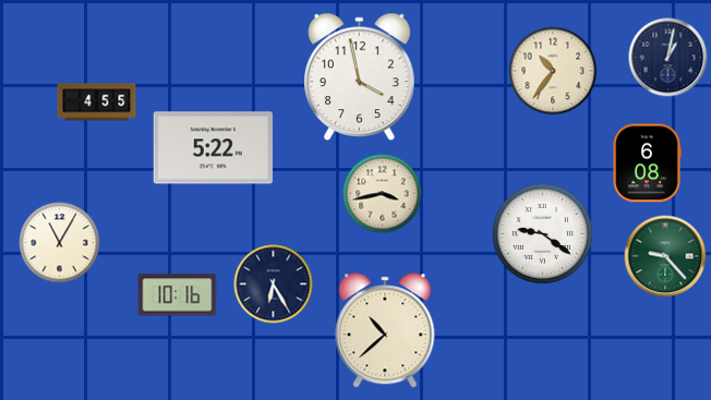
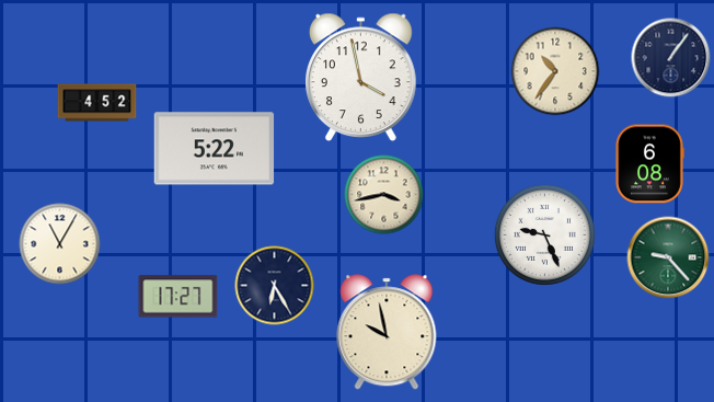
clock at (668, 58): 1:02 -> 1:06
clock at (97, 102): 4:55 -> 4:52
clock at (542, 233): 9:21 -> 9:26
clock at (178, 295): 10:16 -> 17:27
clock at (385, 330): 10:38 -> 9:58
